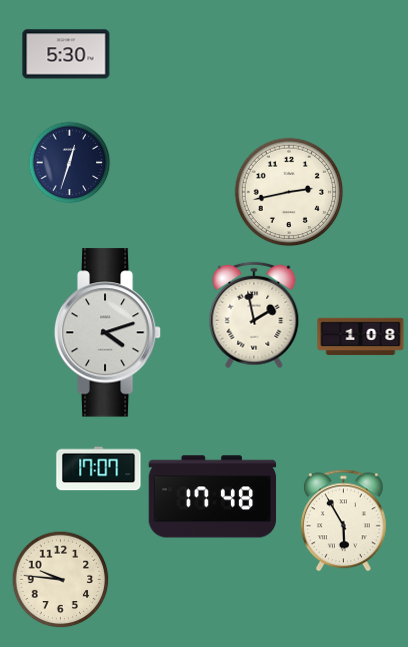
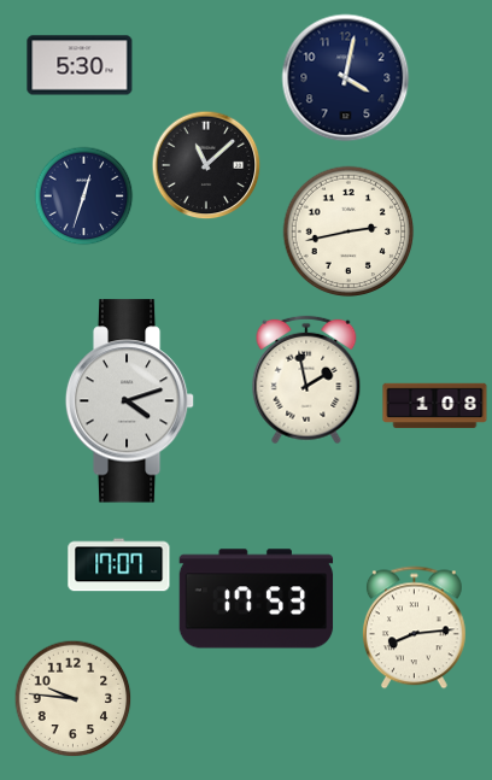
clock at (346, 78): none -> 4:02
clock at (206, 165): none -> 11:08
clock at (213, 497): 17:48 -> 17:53
clock at (343, 521): 5:55 -> 8:14
